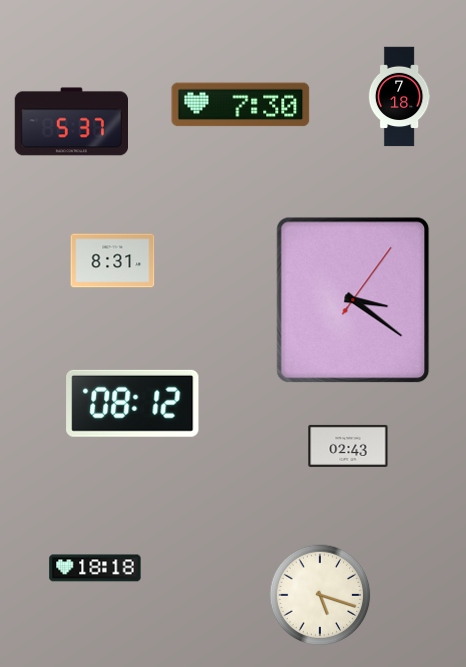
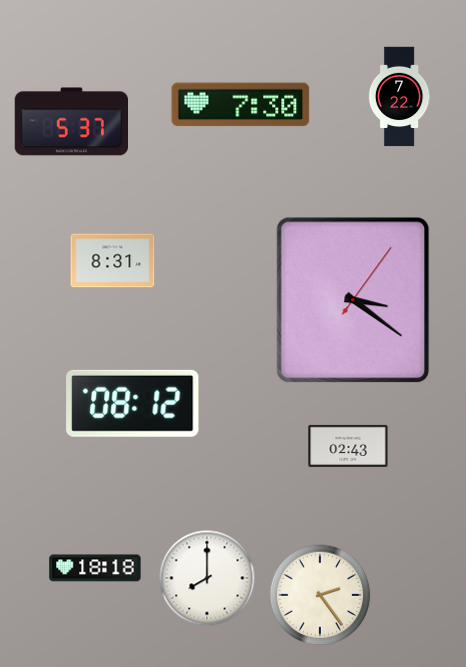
clock at (399, 97): 7:18 -> 7:22
clock at (207, 578): none -> 8:00
clock at (320, 595): 5:18 -> 2:24
